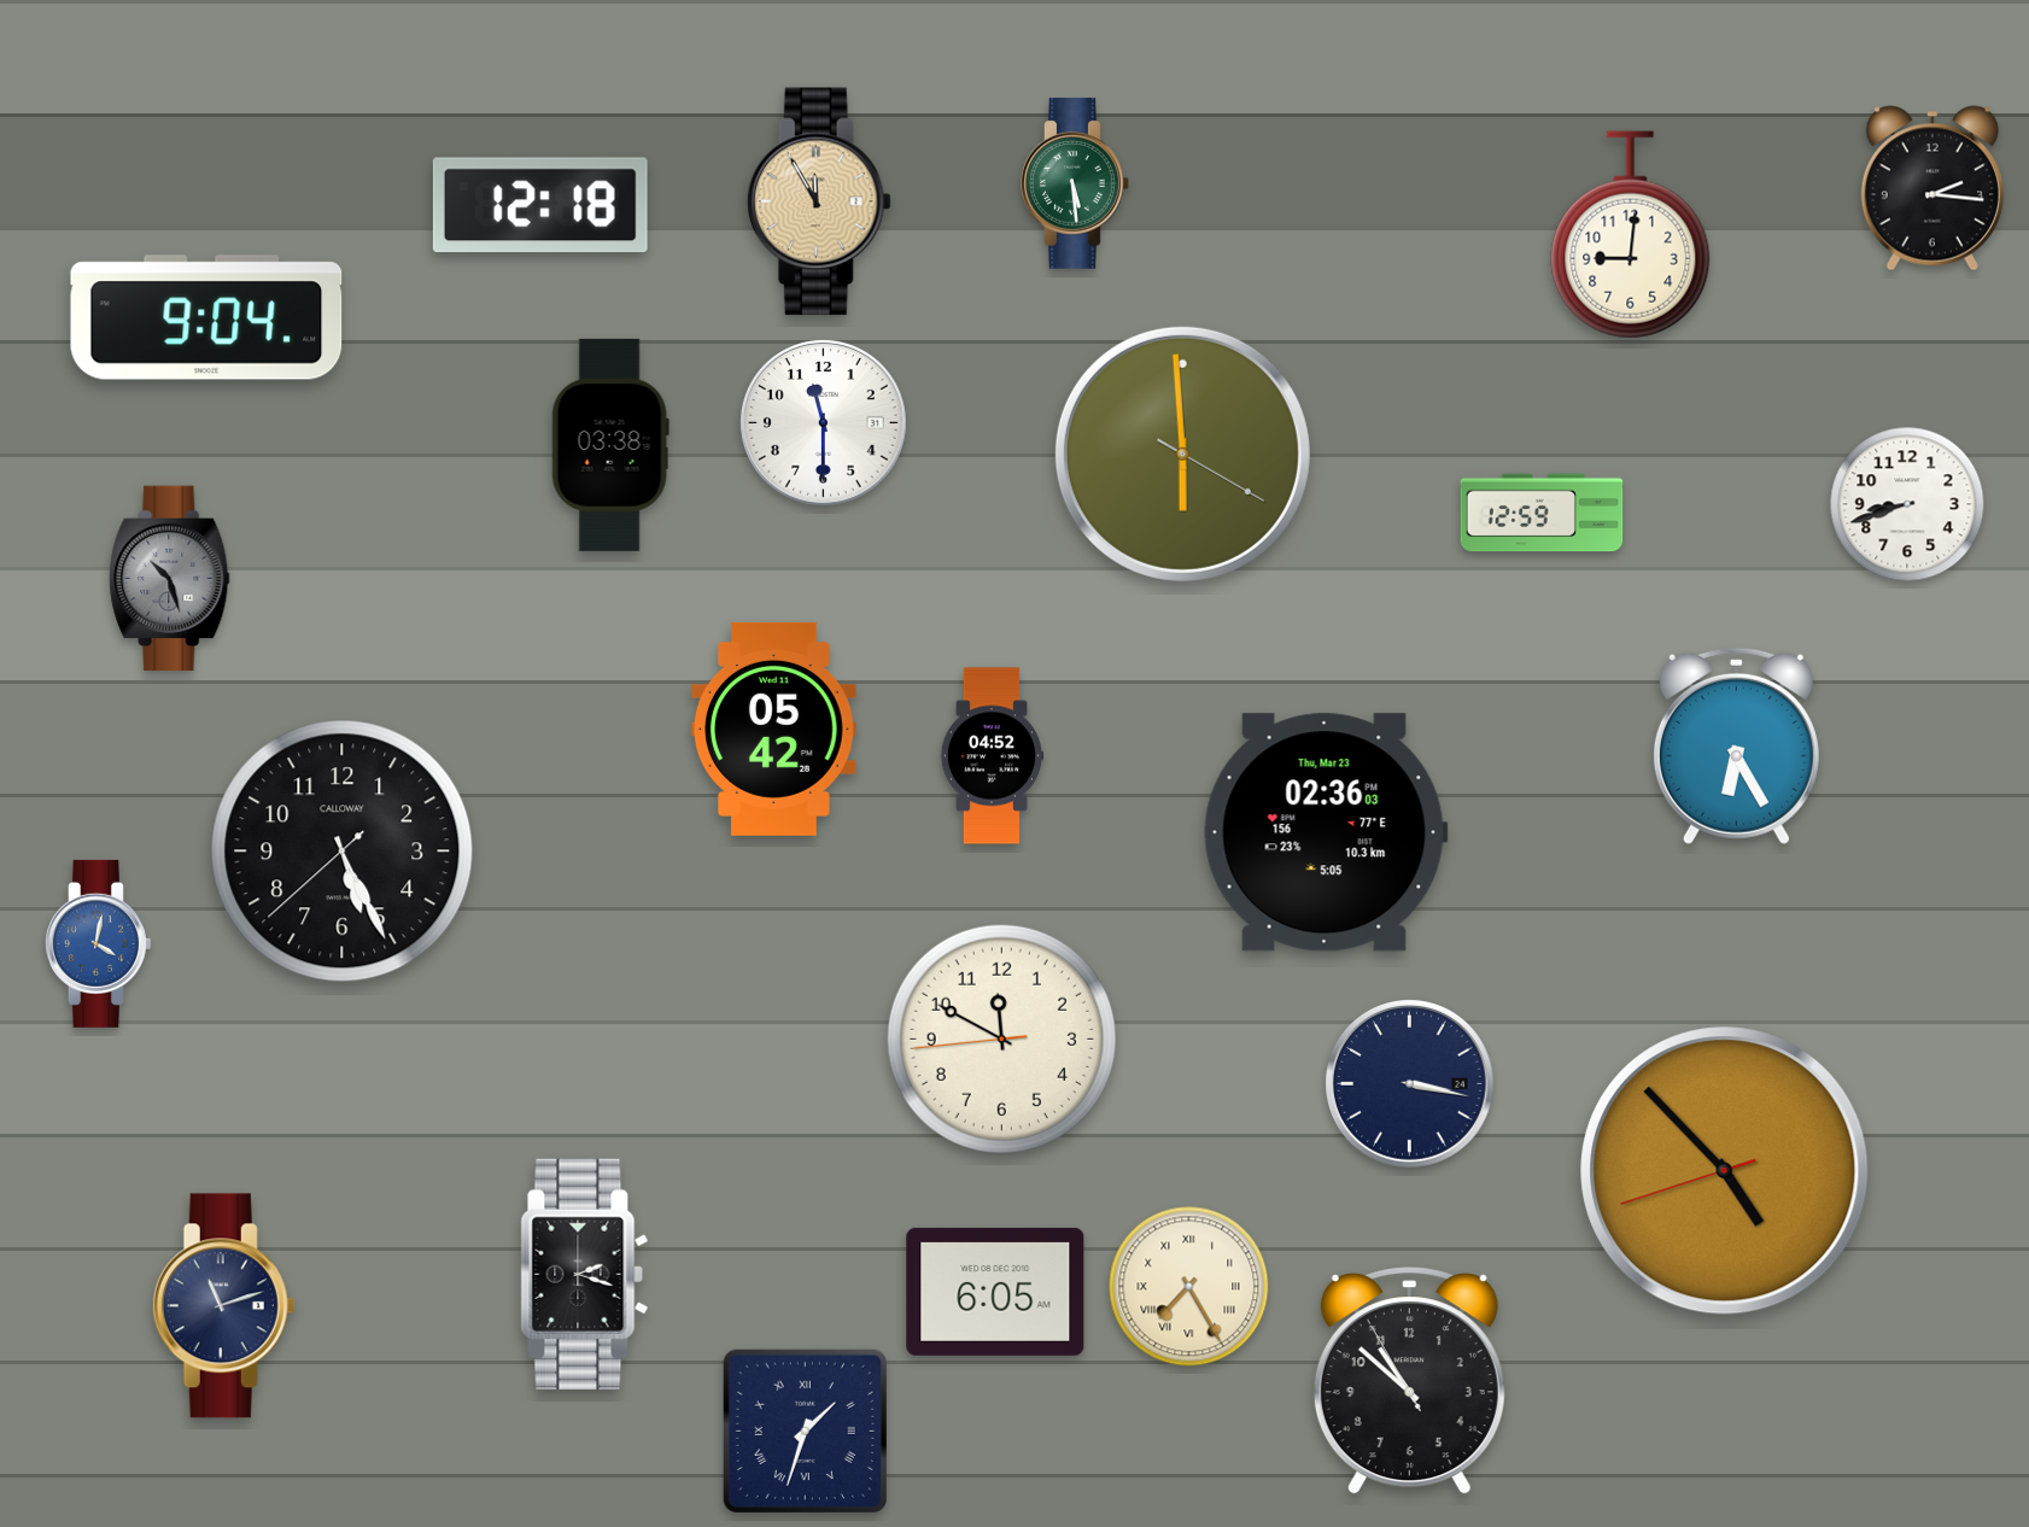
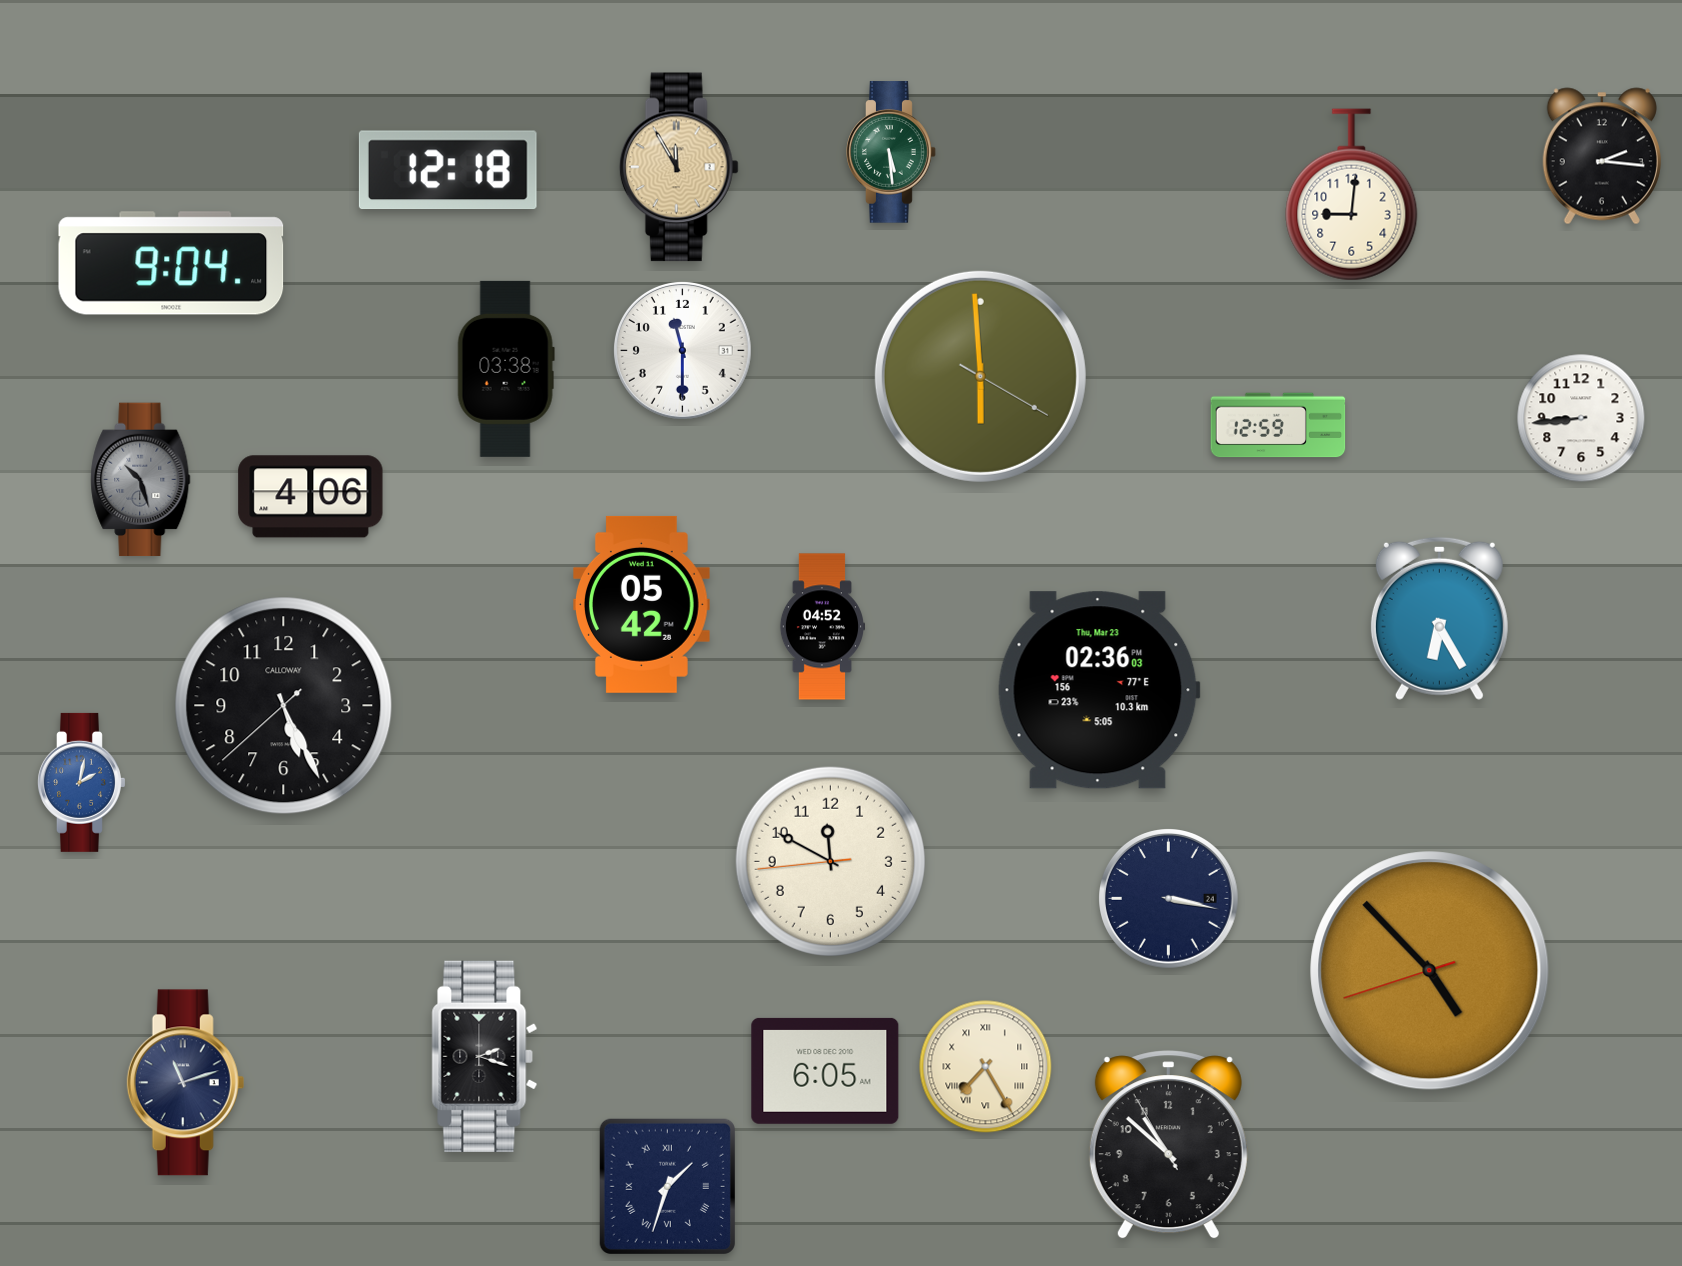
clock at (1907, 504): 8:42 -> 8:44
clock at (311, 497): none -> 4:06
clock at (99, 943): 4:02 -> 2:02
